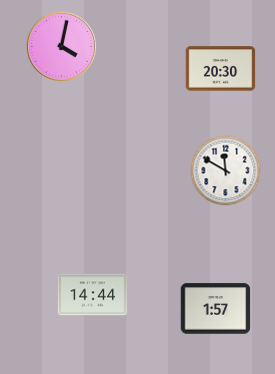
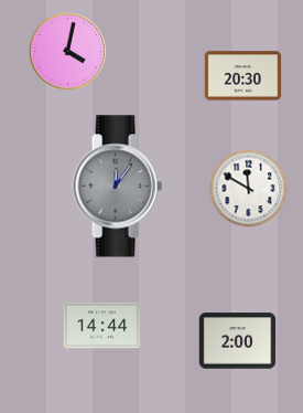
clock at (117, 187): none -> 12:06
clock at (216, 309): 1:57 -> 2:00
